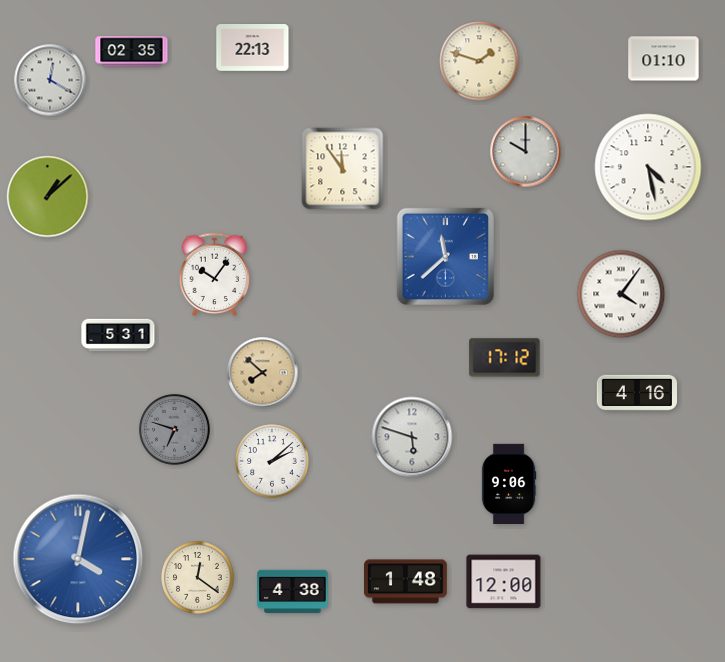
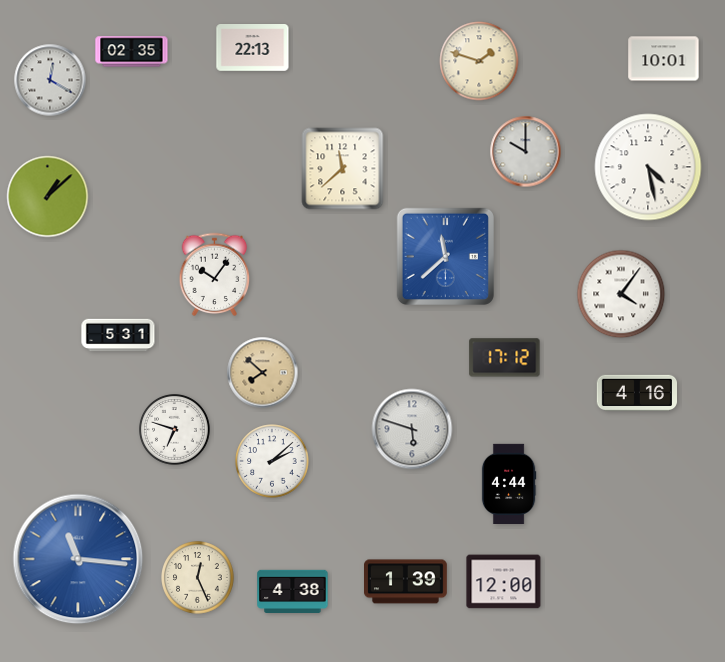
clock at (664, 59): 01:10 -> 10:01
clock at (343, 169): 11:54 -> 11:38
clock at (175, 430) dial: grey -> white
clock at (412, 437) position: (412, 437) -> (412, 429)
clock at (509, 484): 9:06 -> 4:44
clock at (78, 559): 4:02 -> 11:16
clock at (198, 578): 12:21 -> 12:26
clock at (406, 582): 1:48 -> 1:39
